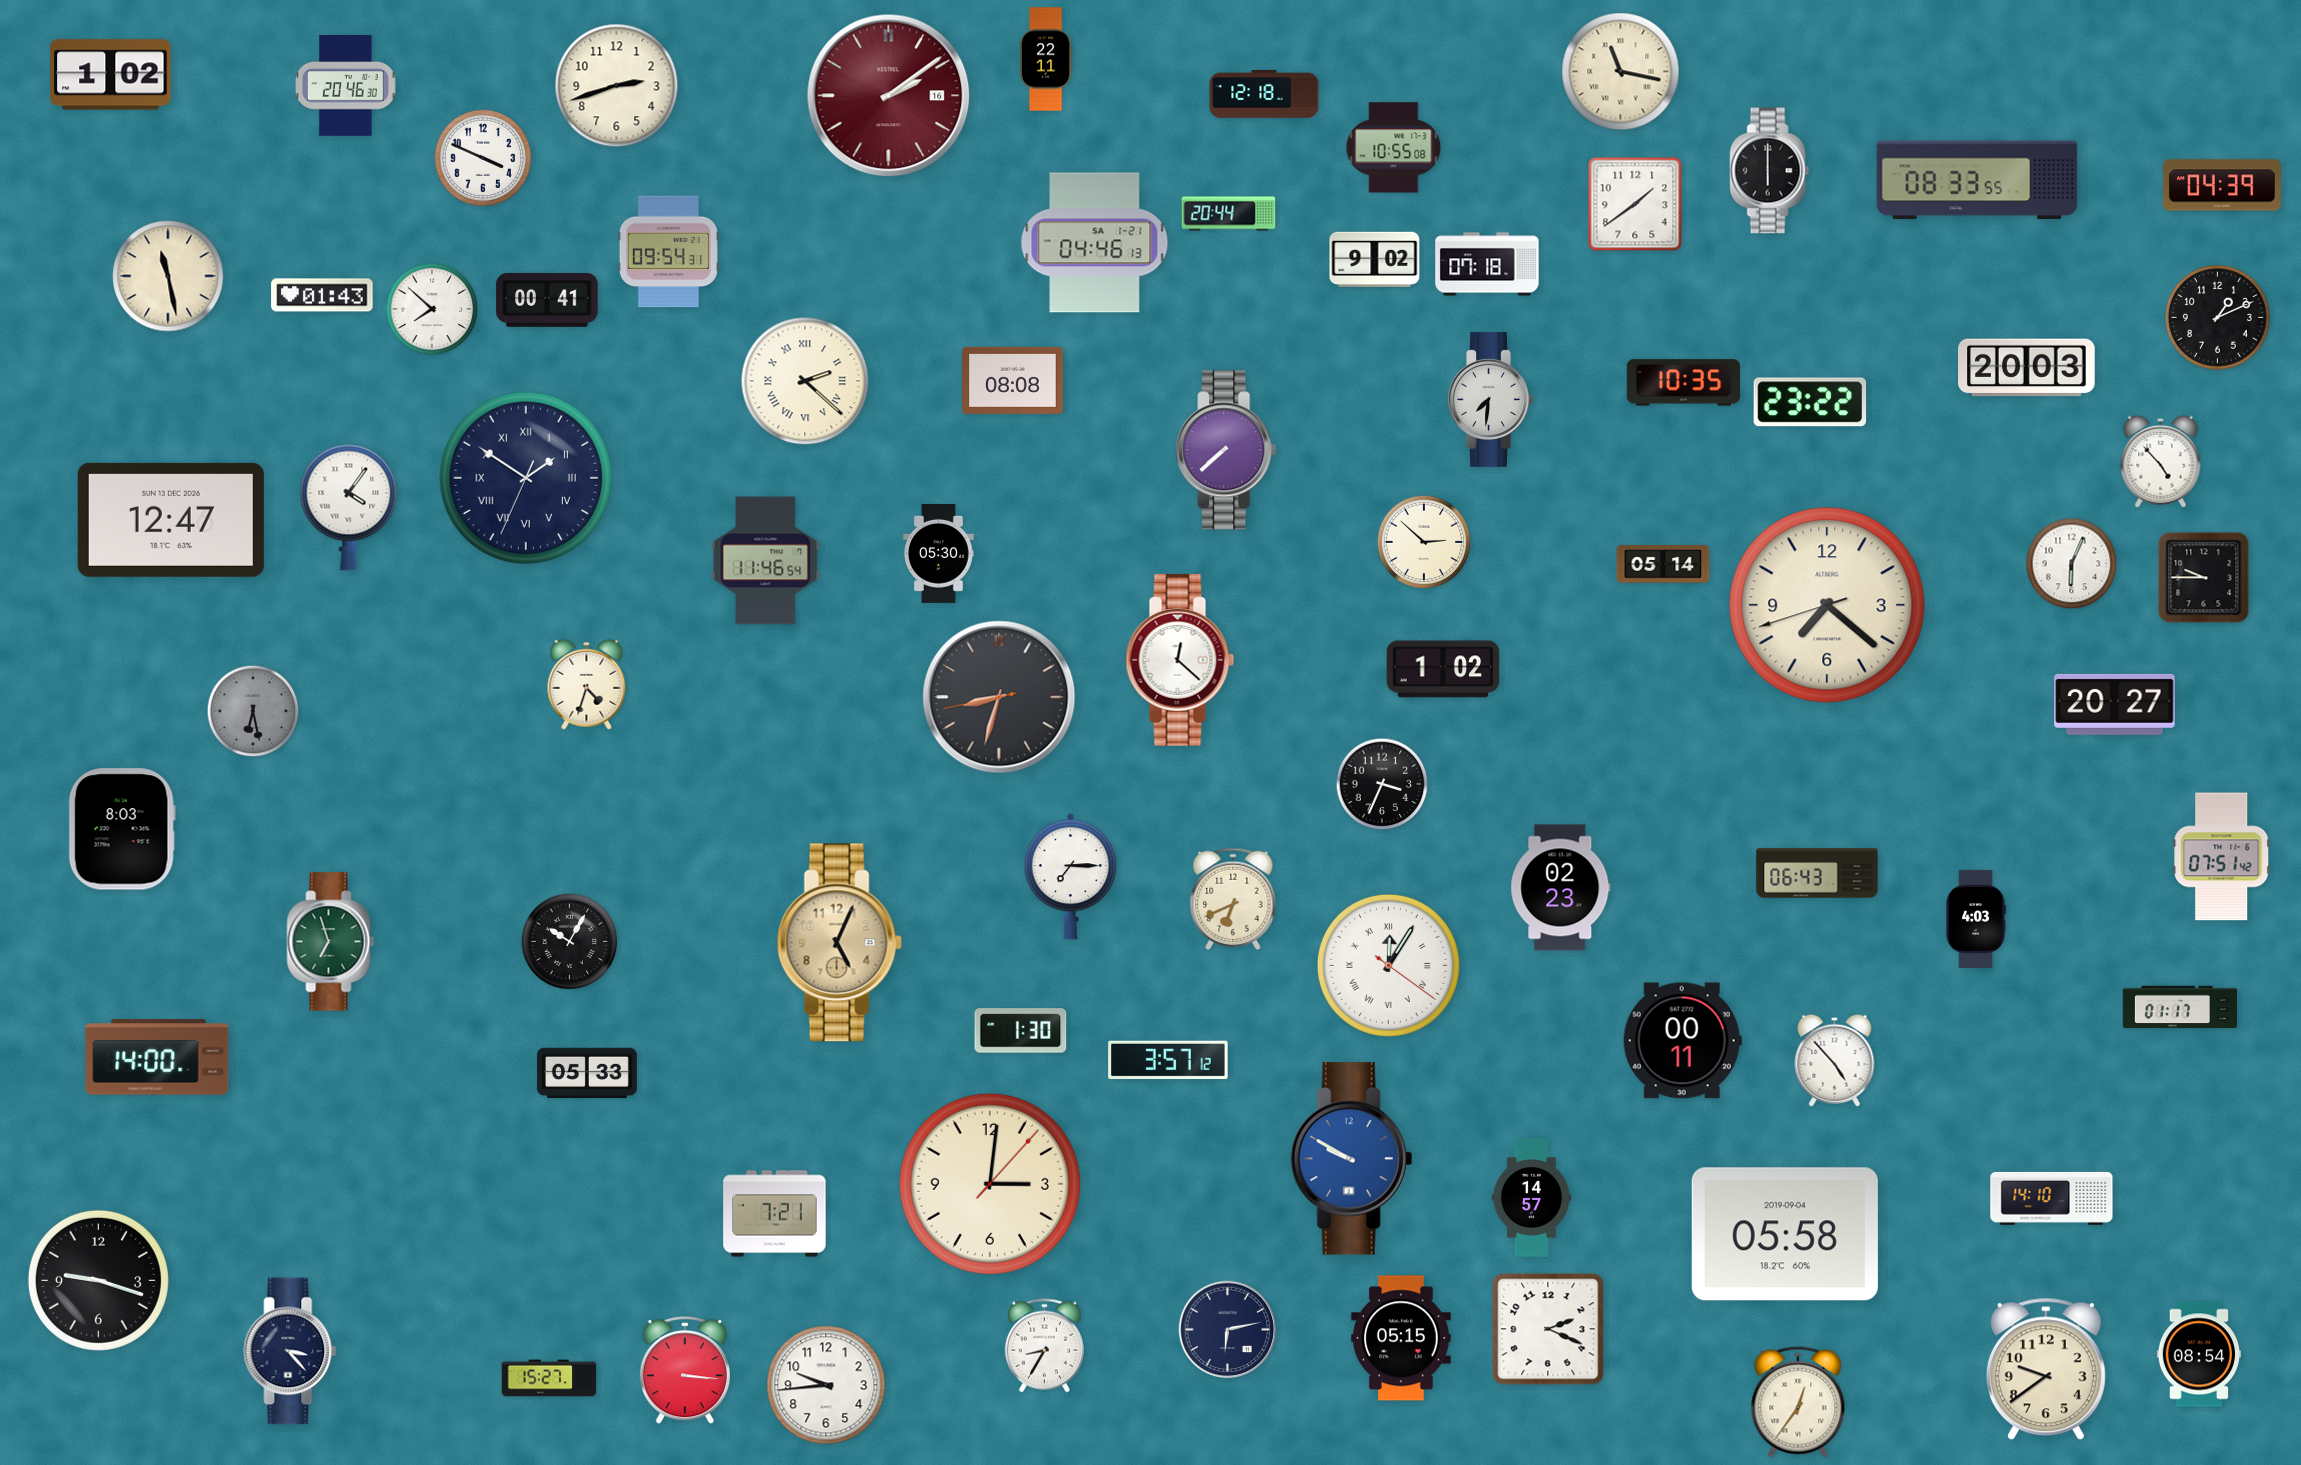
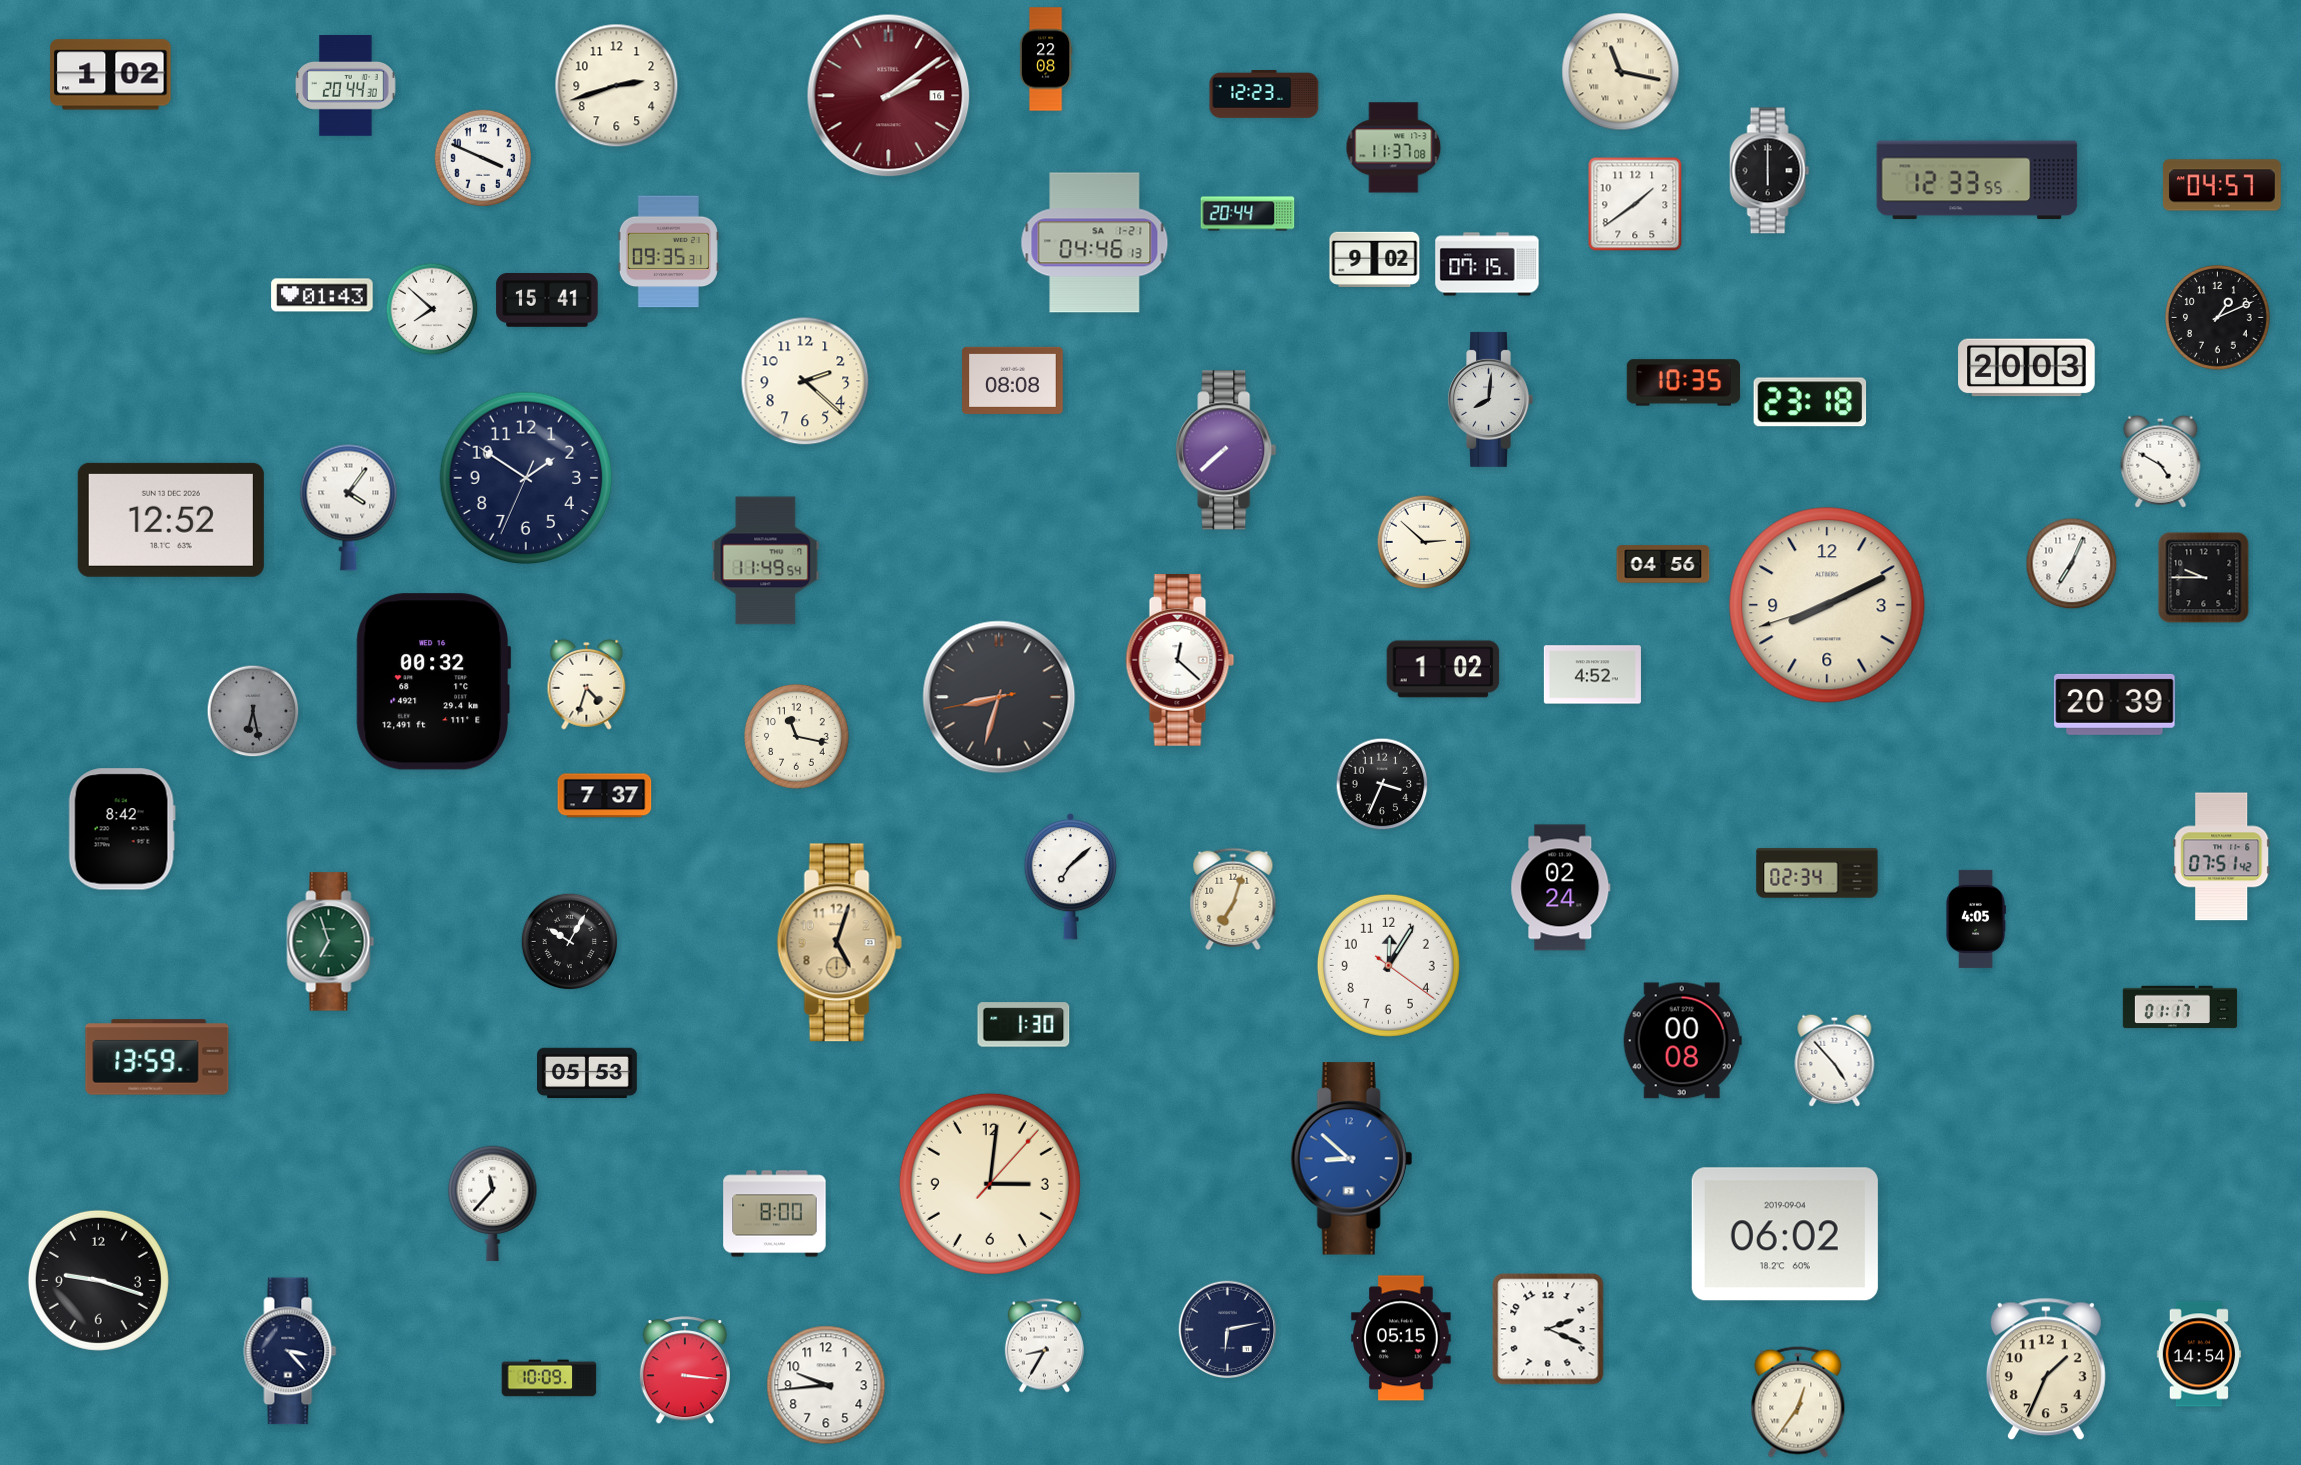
clock at (1046, 59): 22:11 -> 22:08
clock at (346, 86): 20:46 -> 20:44
clock at (1264, 95): 12:18 -> 12:23
clock at (1394, 148): 10:55 -> 11:37
clock at (1977, 180): 08:33 -> 12:33
clock at (2222, 185): 04:39 -> 04:57
clock at (1229, 214) position: (1229, 214) -> (1248, 214)
clock at (668, 252): 09:54 -> 09:35
clock at (1487, 264): 07:18 -> 07:15
clock at (168, 276): 11:28 -> none
clock at (547, 300): 00:41 -> 15:41
clock at (805, 381) numerals: Roman -> Arabic
clock at (1490, 399): 7:31 -> 8:01
clock at (1810, 402): 23:22 -> 23:18
clock at (2161, 461): 4:53 -> 4:50
clock at (526, 478) numerals: Roman -> Arabic
clock at (171, 520): 12:47 -> 12:52
clock at (939, 553): 05:30 -> none
clock at (766, 561): 11:46 -> 11:49
clock at (1663, 564): 05:14 -> 04:56
clock at (2072, 564): 6:04 -> 7:04
clock at (1827, 605): 7:21 -> 8:10
clock at (1592, 675): none -> 4:52
clock at (433, 682): none -> 00:32
clock at (2115, 704): 20:27 -> 20:39
clock at (797, 737): none -> 11:17
clock at (605, 796): none -> 7:37
clock at (122, 829): 8:03 -> 8:42
clock at (1817, 873): 06:43 -> 02:34
clock at (1071, 876): 7:15 -> 7:08
clock at (1561, 888): 02:23 -> 02:24
clock at (1233, 899): 6:41 -> 7:03
clock at (1976, 919): 4:03 -> 4:05
clock at (839, 943): 5:04 -> 5:03
clock at (1388, 965) numerals: Roman -> Arabic
clock at (1021, 1031) position: (1021, 1031) -> (1024, 1025)
clock at (1682, 1041): 00:11 -> 00:08
clock at (157, 1057): 14:00 -> 13:59
clock at (1168, 1060): 3:57 -> none
clock at (588, 1073): 05:33 -> 05:53
clock at (1351, 1159): 9:50 -> 8:52
clock at (1531, 1198): 14:57 -> none
clock at (2052, 1198): 14:10 -> none
clock at (493, 1203): none -> 11:37
clock at (775, 1214): 7:21 -> 8:00
clock at (1785, 1234): 05:58 -> 06:02
clock at (2199, 1354): 08:54 -> 14:54
clock at (2046, 1369): 9:39 -> 1:34
clock at (549, 1378): 15:27 -> 10:09
